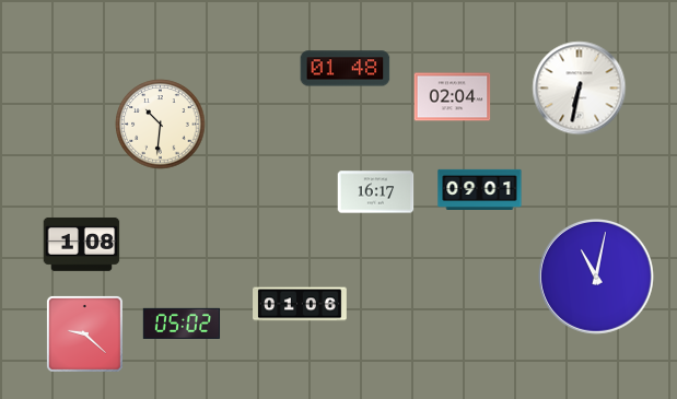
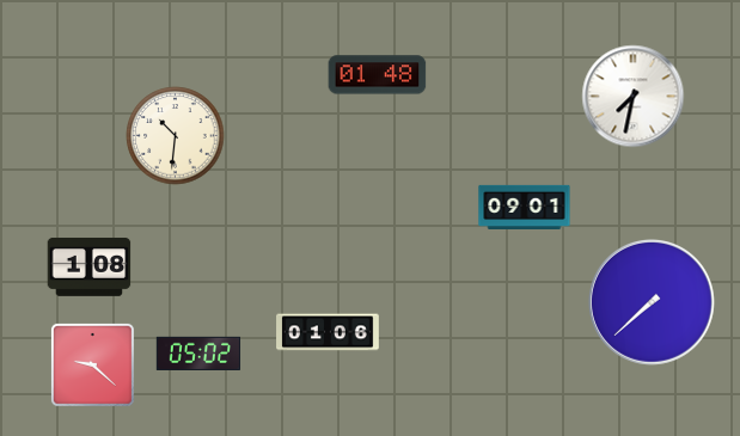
clock at (580, 89): 6:32 -> 7:32
clock at (453, 97): 02:04 -> none
clock at (376, 192): 16:17 -> none
clock at (597, 278): 11:02 -> 7:38
